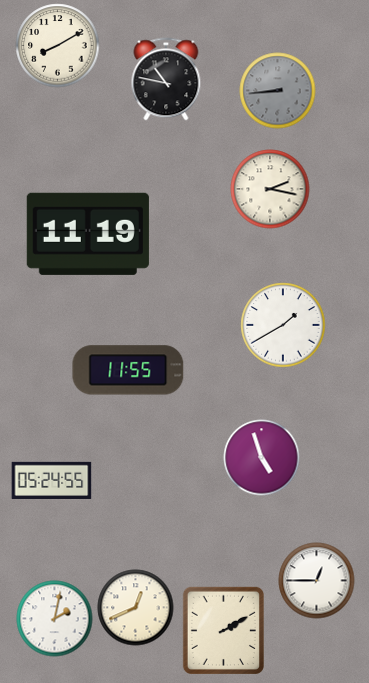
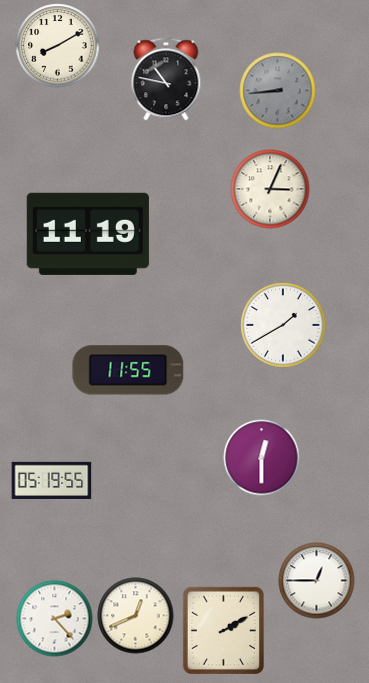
clock at (270, 189): 2:17 -> 3:04
clock at (262, 458): 4:57 -> 12:30
clock at (52, 480): 05:24 -> 05:19
clock at (136, 608) position: (136, 608) -> (136, 616)
clock at (55, 619): 2:02 -> 2:23
